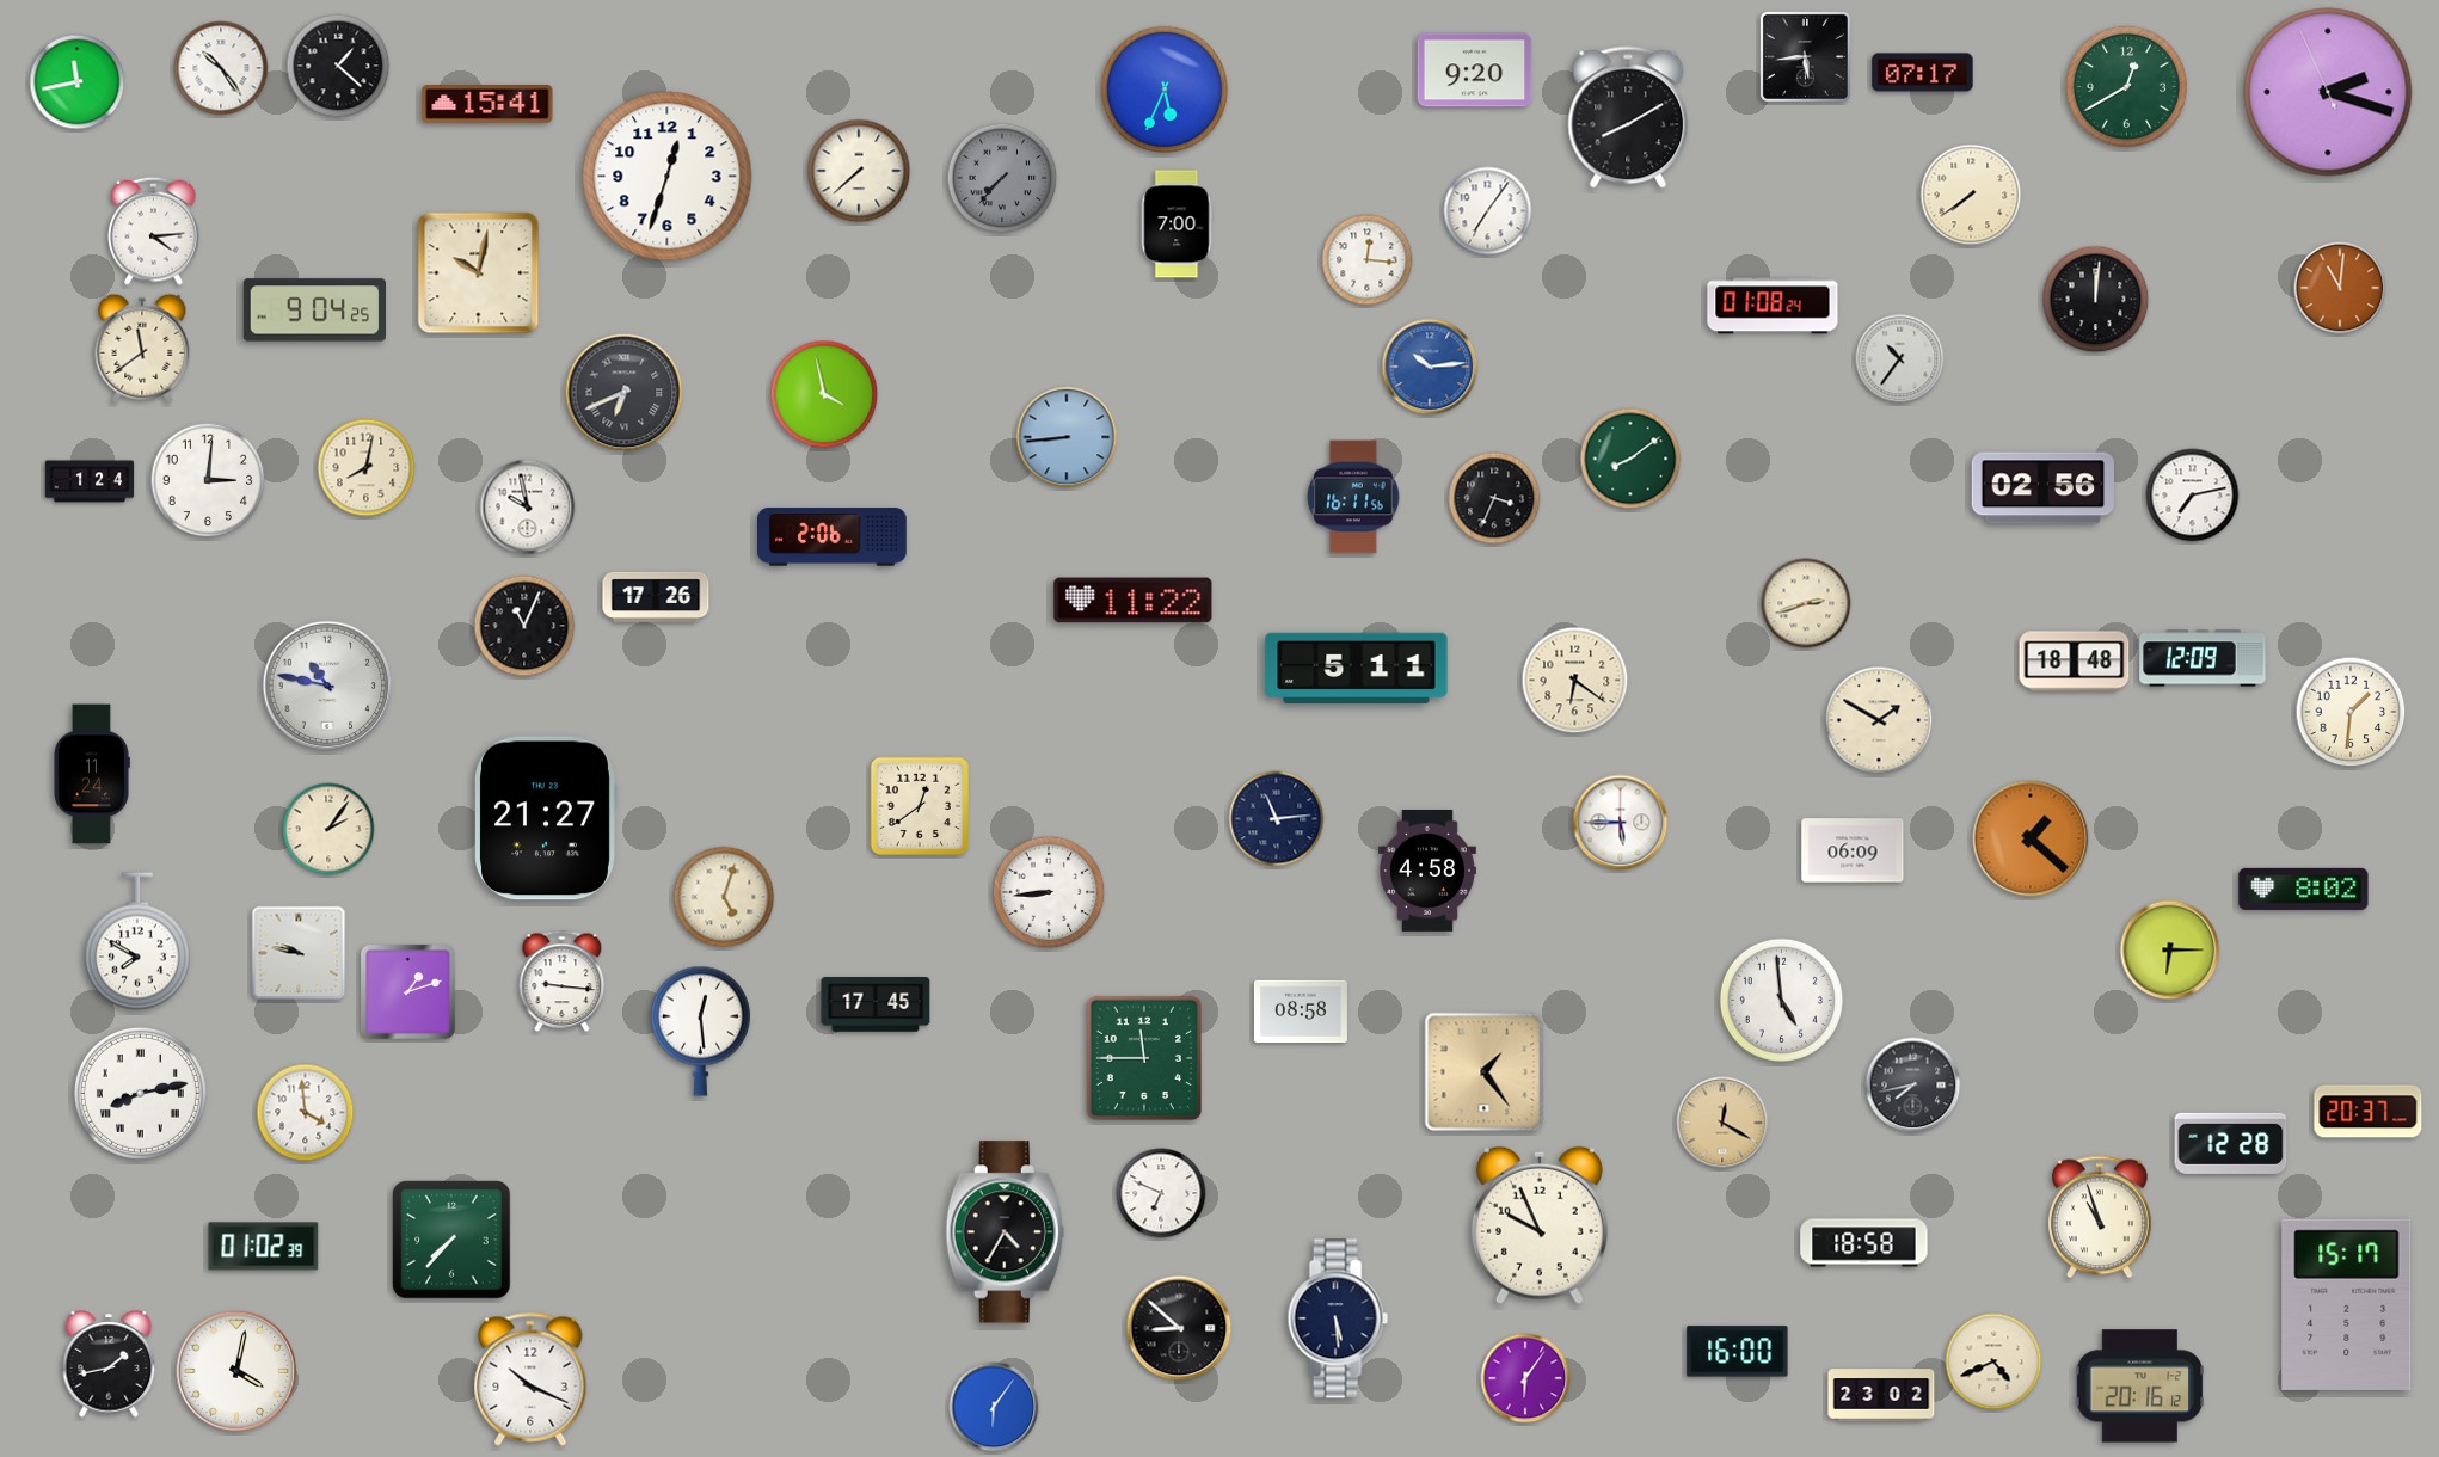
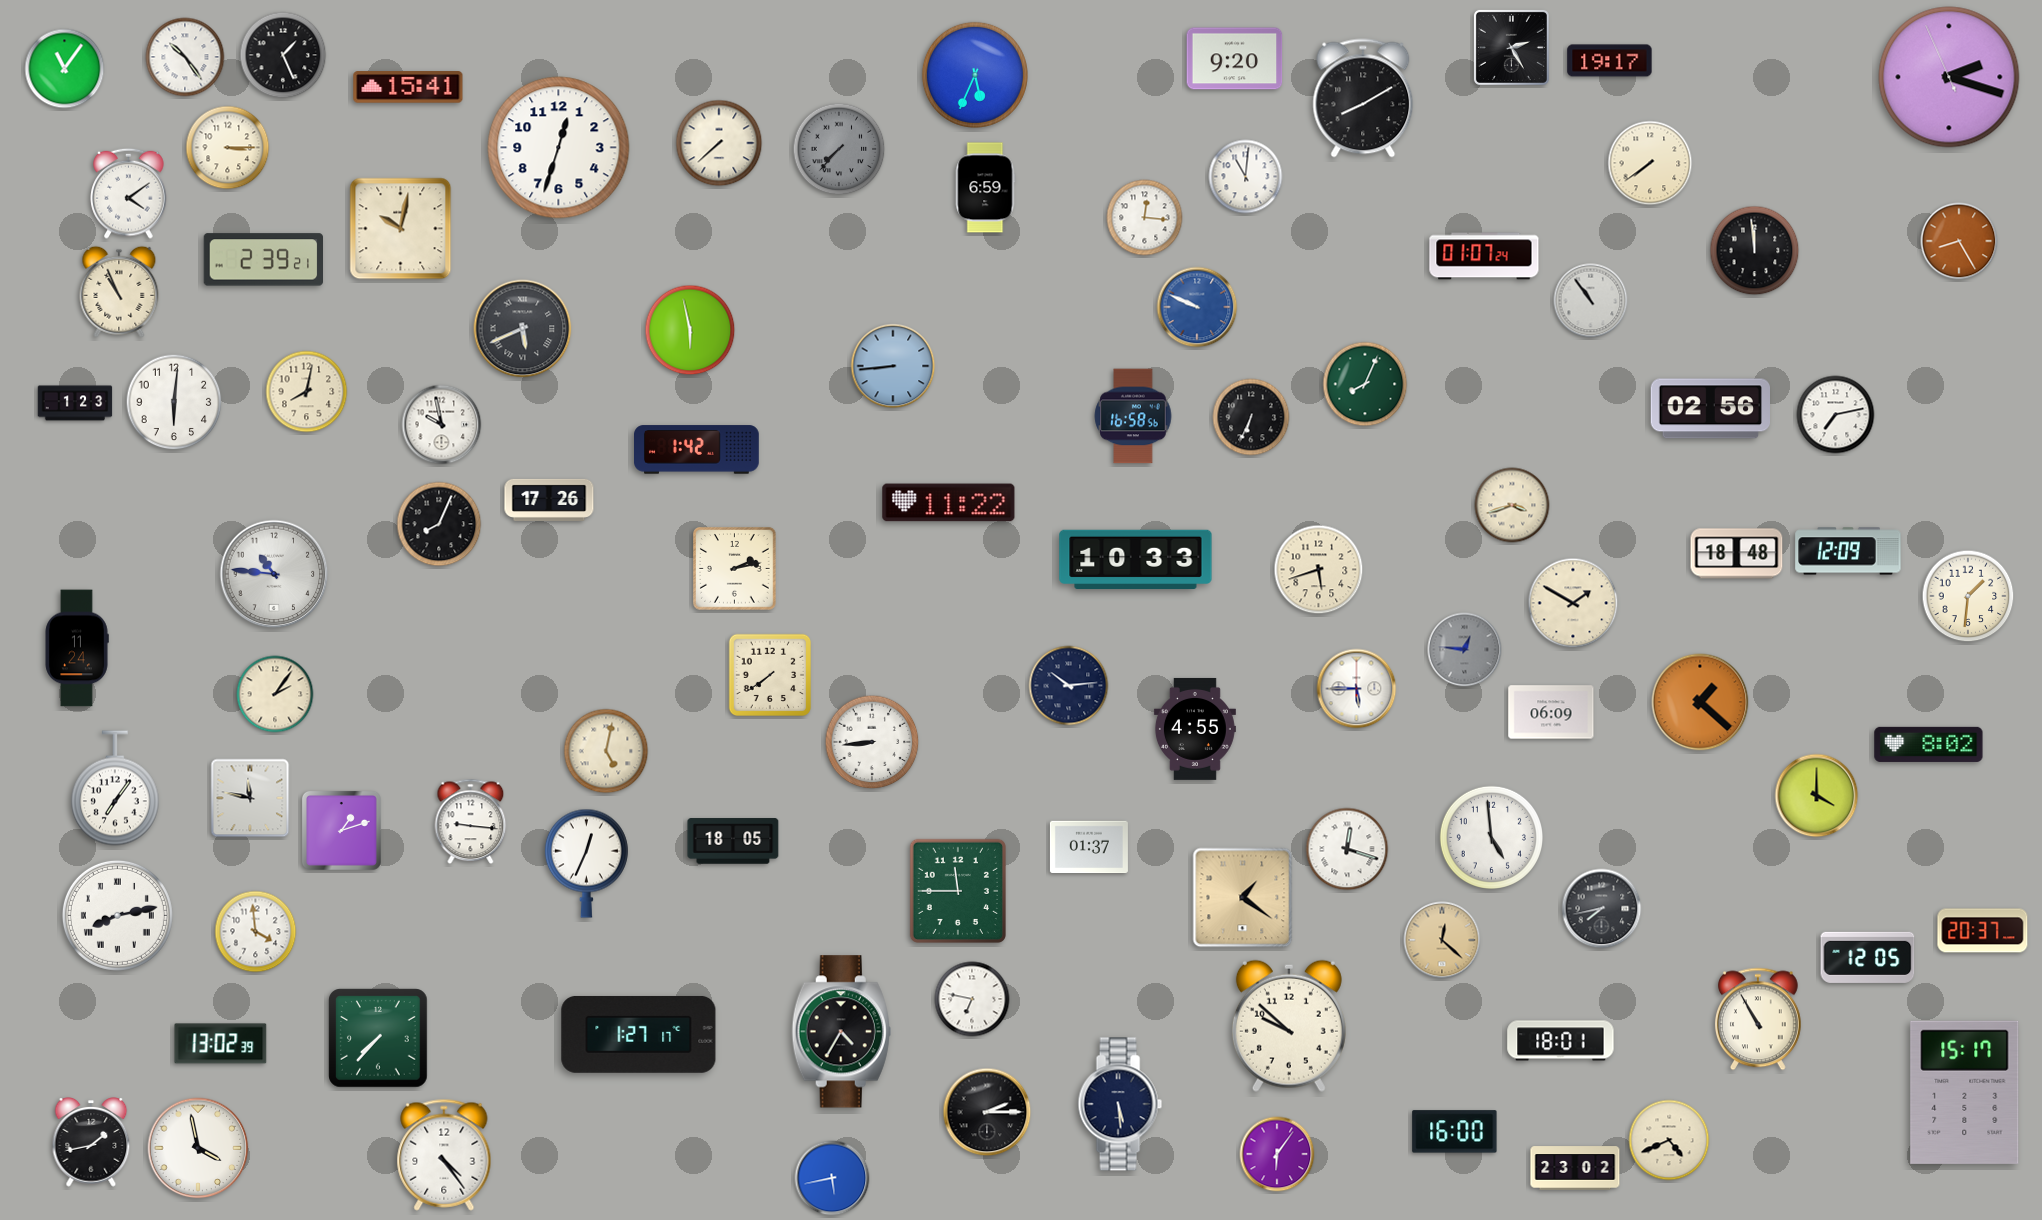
clock at (1805, 56): 5:44 -> 2:25
clock at (338, 66): 1:22 -> 1:26
clock at (1923, 73): 07:17 -> 19:17
clock at (78, 82): 11:43 -> 11:06
clock at (2126, 86): 12:40 -> none
clock at (228, 148): none -> 3:15
clock at (1488, 211): 7:06 -> 11:01
clock at (1177, 225): 7:00 -> 6:59
clock at (154, 230): 4:14 -> 4:09
clock at (2340, 288): 11:01 -> 8:25
clock at (2096, 300): 12:01 -> 11:59
clock at (1773, 306): 01:08 -> 01:07
clock at (314, 311): 9:04 -> 2:39
clock at (142, 349): 11:39 -> 10:56
clock at (1900, 359): 10:36 -> 10:54
clock at (1430, 367): 10:14 -> 9:49
clock at (625, 393): 6:41 -> 5:41
clock at (824, 394): 3:58 -> 5:58
clock at (1630, 459): 8:09 -> 8:04
clock at (208, 480): 3:01 -> 6:01
clock at (90, 481): 1:24 -> 1:23
clock at (1353, 497): 16:11 -> 16:58
clock at (1494, 498): 3:34 -> 6:34
clock at (833, 537): 2:06 -> 1:42
clock at (1806, 603): 2:42 -> 3:42
clock at (524, 626): 11:04 -> 8:04
clock at (2203, 658) position: (2203, 658) -> (1848, 551)
clock at (1357, 669): 5:11 -> 10:33
clock at (735, 569): none -> 2:13
clock at (1575, 681): 6:21 -> 5:42
clock at (327, 686): 10:47 -> 10:46
clock at (1465, 650): none -> 12:46
clock at (920, 806): 12:39 -> 7:39
clock at (546, 818): 21:27 -> none
clock at (1277, 819): 11:14 -> 10:14
clock at (1427, 871): 4:58 -> 4:55
clock at (1049, 892) position: (1049, 892) -> (872, 742)
clock at (724, 897): 5:03 -> 5:02
clock at (137, 941): 7:50 -> 7:06
clock at (2170, 951): 6:15 -> 4:00
clock at (299, 953): 9:47 -> 11:47
clock at (876, 1004): 17:45 -> 18:05
clock at (1301, 1012): 08:58 -> 01:37
clock at (1347, 849): none -> 12:18
clock at (700, 1031): 12:29 -> 12:34
clock at (1144, 1058) position: (1144, 1058) -> (958, 891)
clock at (1485, 1072): 1:24 -> 1:21
clock at (1722, 1123): 12:20 -> 12:22
clock at (2231, 1143): 12:28 -> 12:05
clock at (1161, 1193): 6:49 -> 6:47
clock at (2100, 1217): 10:57 -> 10:55
clock at (1540, 1225): 9:56 -> 9:52
clock at (639, 1034): none -> 1:27
clock at (1864, 1243): 18:58 -> 18:01
clock at (264, 1247): 01:02 -> 13:02
clock at (1179, 1328): 8:52 -> 2:15
clock at (236, 1371): 4:02 -> 3:58
clock at (530, 1379): 10:19 -> 4:24
clock at (2140, 1387): 20:16 -> none
clock at (994, 1407): 6:06 -> 5:43
